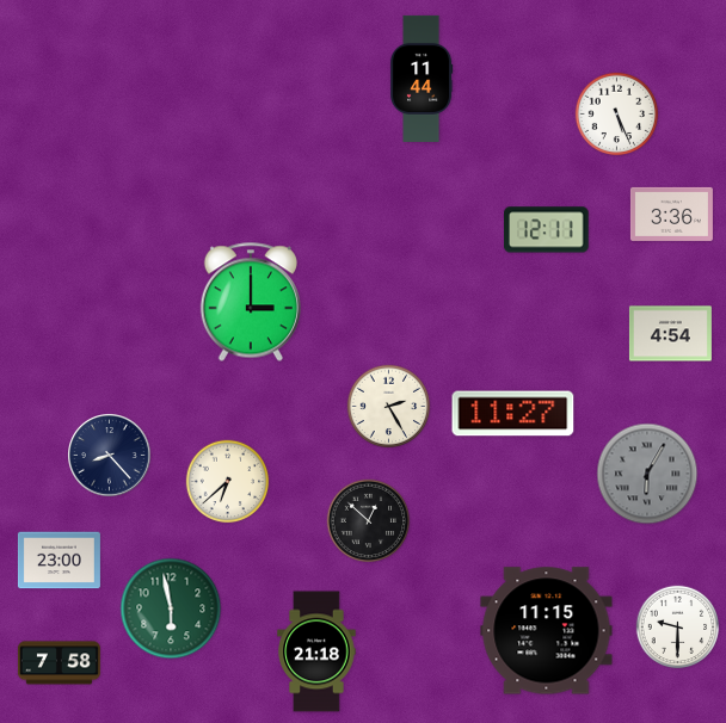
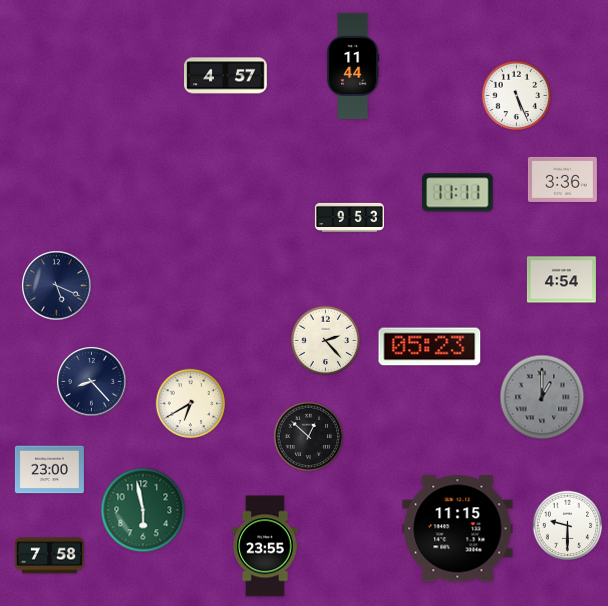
clock at (226, 76): none -> 4:57
clock at (547, 230): 12:11 -> 11:11
clock at (349, 217): none -> 9:53
clock at (251, 302): 3:00 -> none
clock at (57, 286): none -> 5:19
clock at (389, 407): 2:25 -> 2:23
clock at (513, 414): 11:27 -> 05:23
clock at (647, 474): 6:05 -> 1:00
clock at (228, 482): 6:38 -> 6:40
clock at (316, 651): 21:18 -> 23:55
